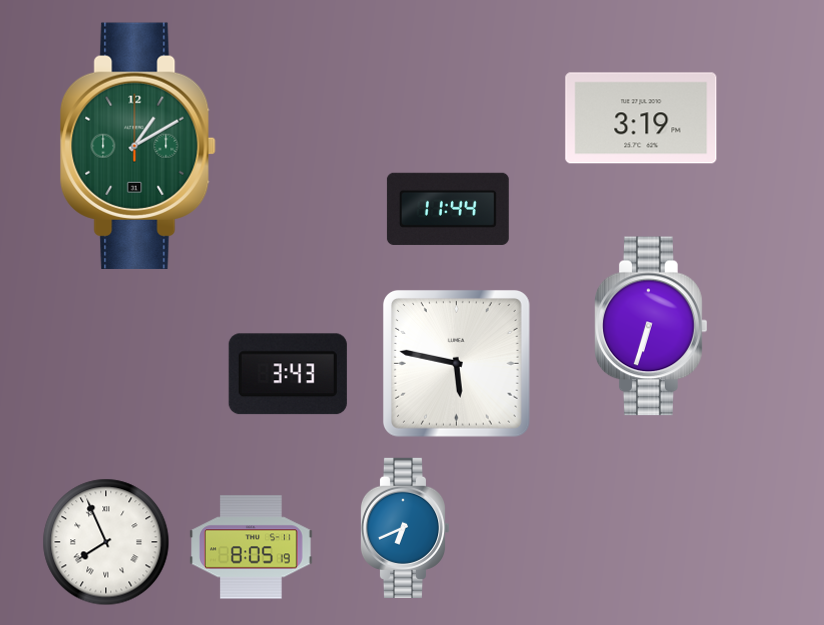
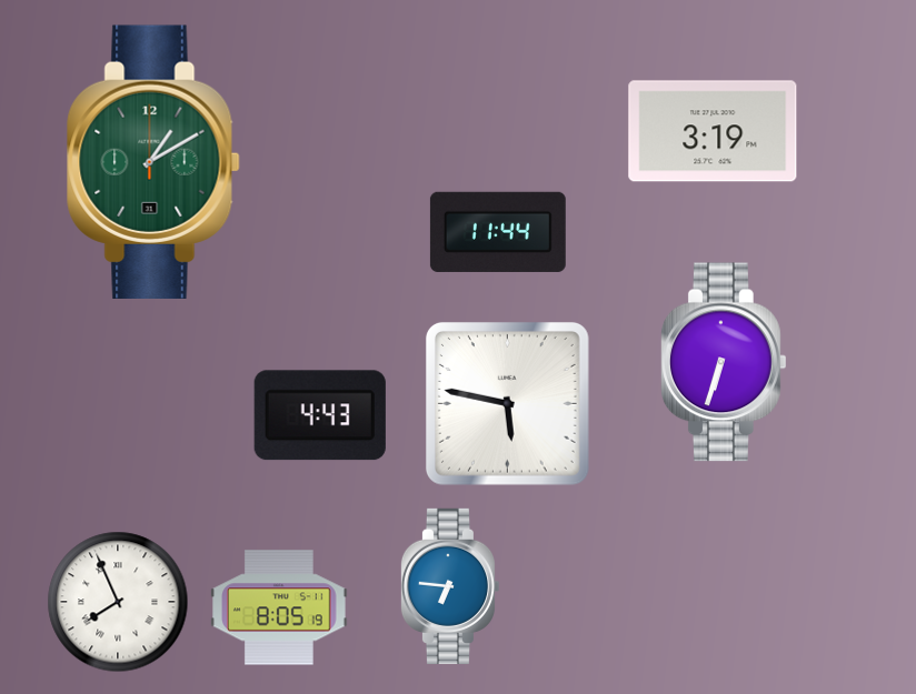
clock at (288, 374): 3:43 -> 4:43
clock at (404, 528): 6:41 -> 6:46
